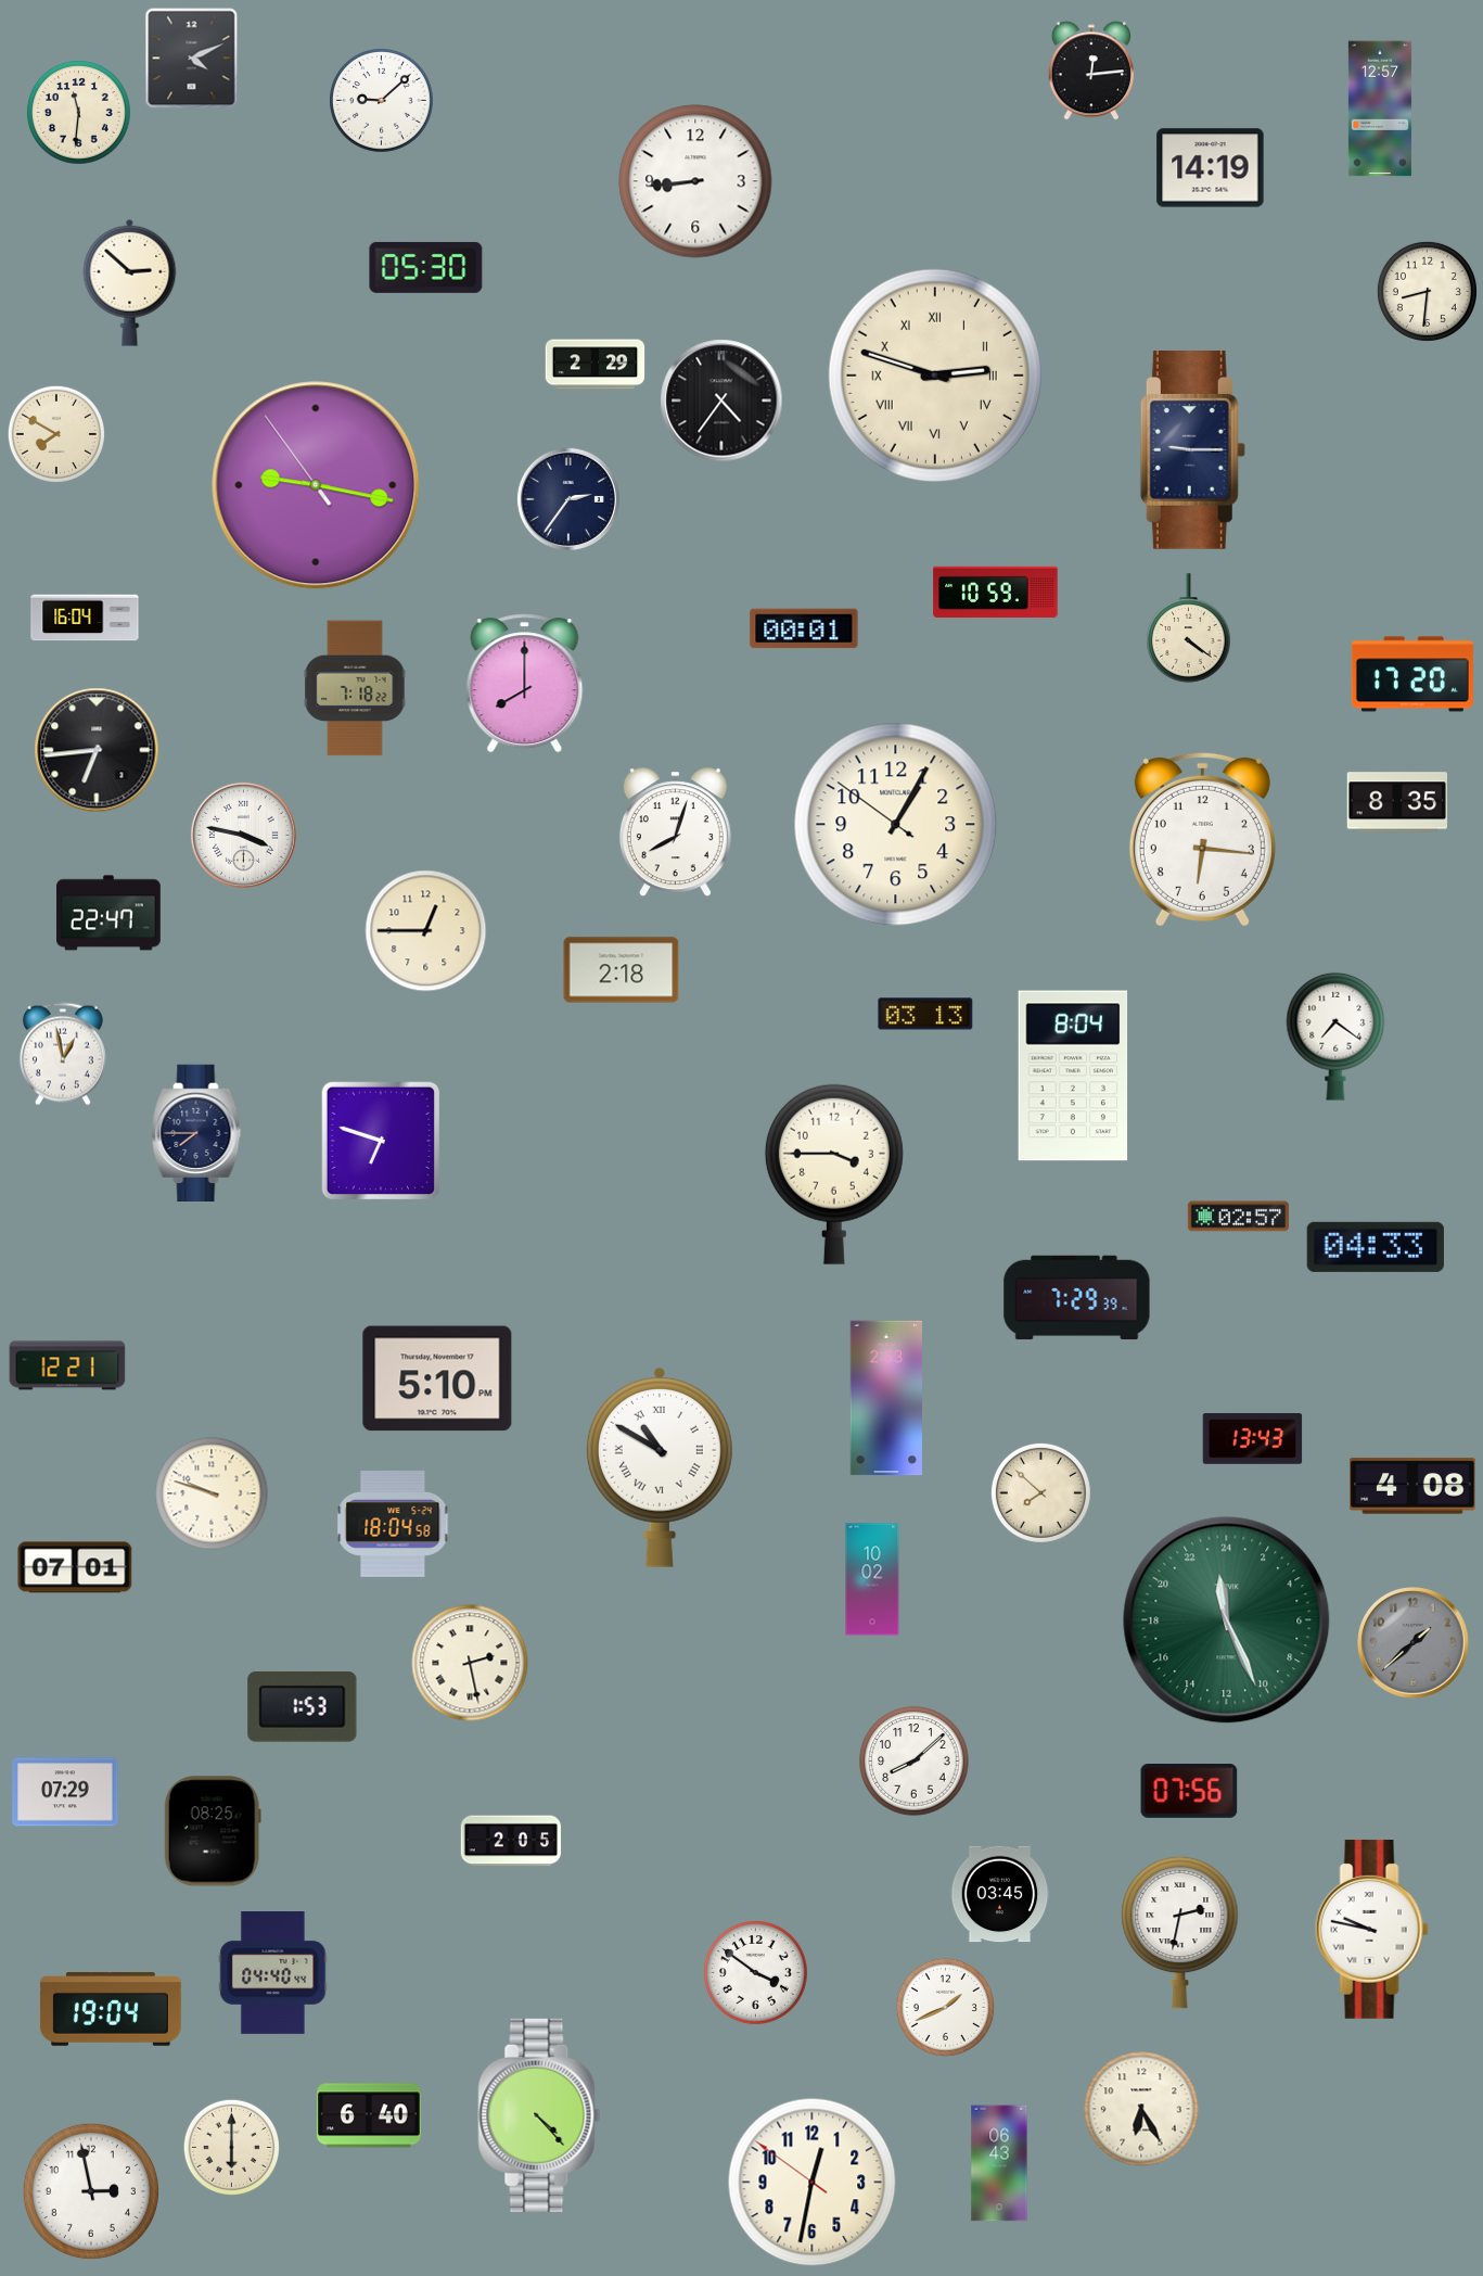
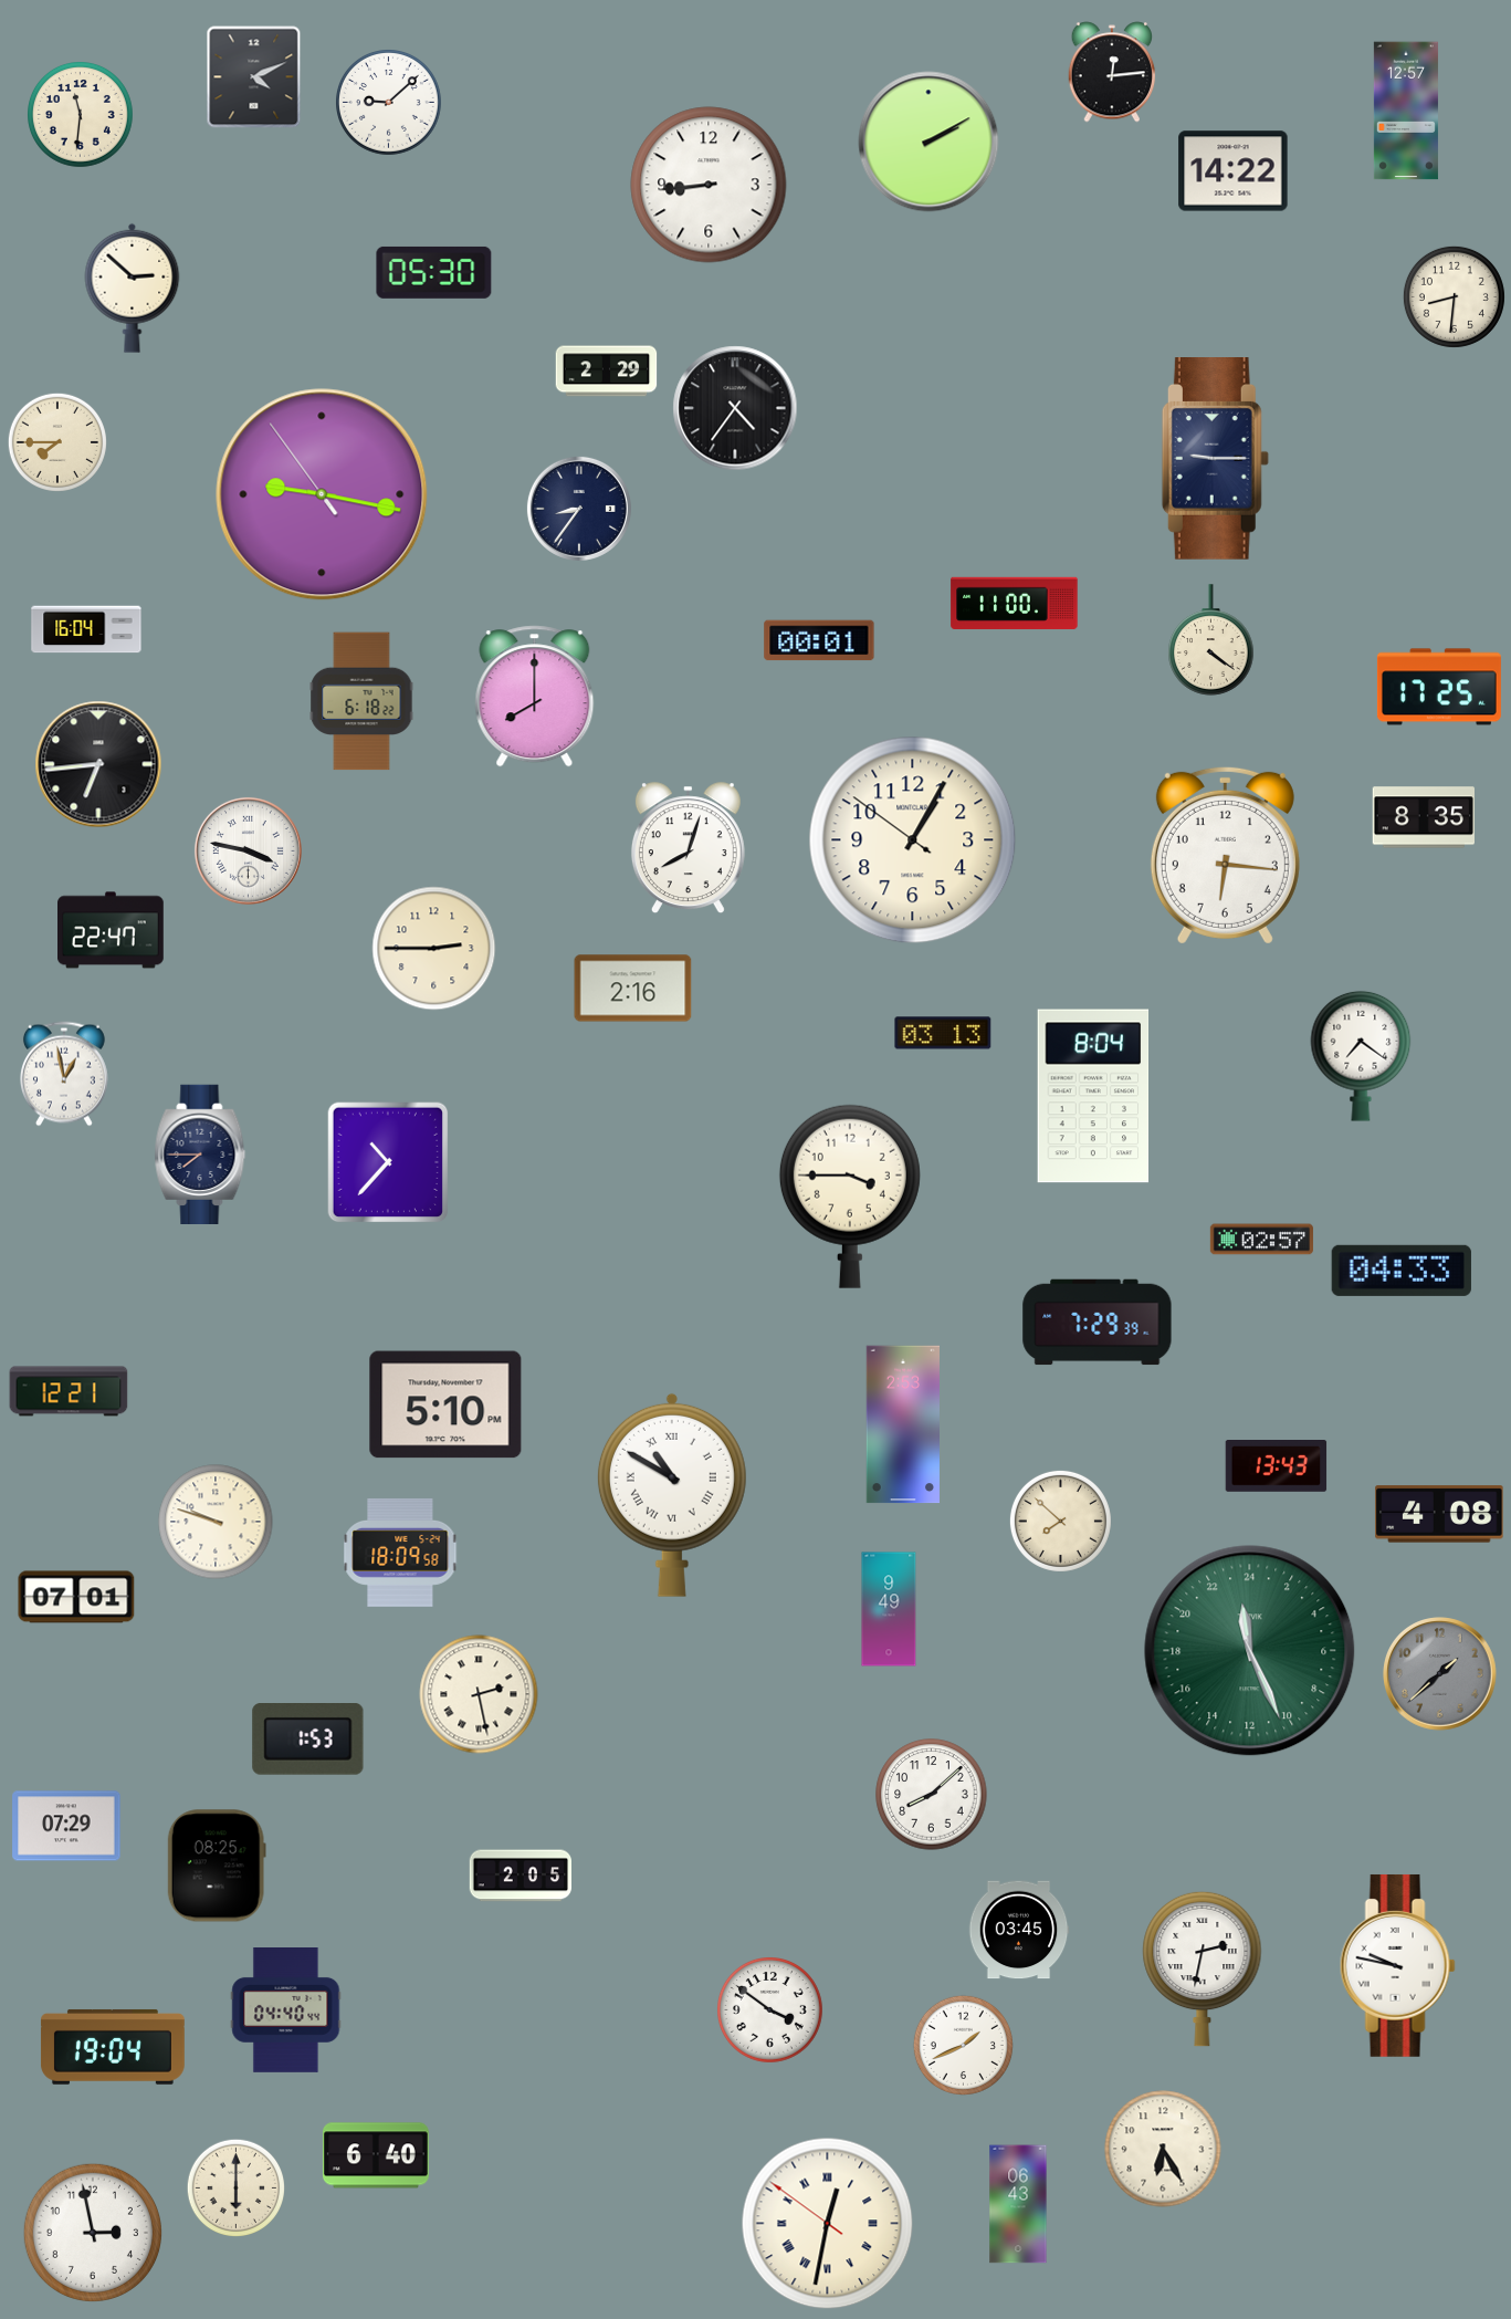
clock at (192, 59) position: (192, 59) -> (254, 77)
clock at (928, 142): none -> 2:10
clock at (1211, 168): 14:19 -> 14:22
clock at (935, 376): 2:48 -> none
clock at (56, 433): 7:50 -> 7:45
clock at (568, 499): 2:36 -> 8:36
clock at (996, 592): 10:59 -> 11:00
clock at (1412, 674): 17:20 -> 17:25
clock at (355, 688): 7:18 -> 6:18
clock at (426, 931): 12:45 -> 2:45
clock at (622, 970): 2:18 -> 2:16
clock at (381, 1141): 6:48 -> 10:37
clock at (393, 1524): 18:04 -> 18:09
clock at (872, 1579): 10:02 -> 9:49
clock at (1189, 1792): 07:56 -> none
clock at (273, 1973) position: (273, 1973) -> (286, 2010)
clock at (539, 2115): 4:23 -> none
clock at (813, 2183) numerals: Arabic -> Roman
